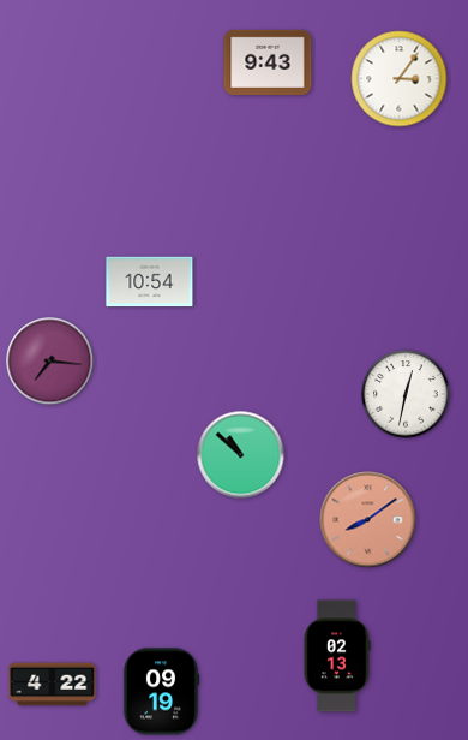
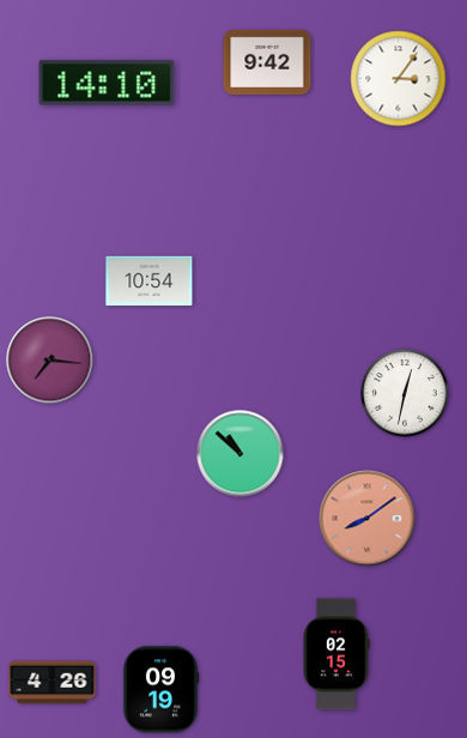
clock at (268, 61): 9:43 -> 9:42
clock at (107, 83): none -> 14:10
clock at (337, 656): 02:13 -> 02:15
clock at (53, 685): 4:22 -> 4:26
